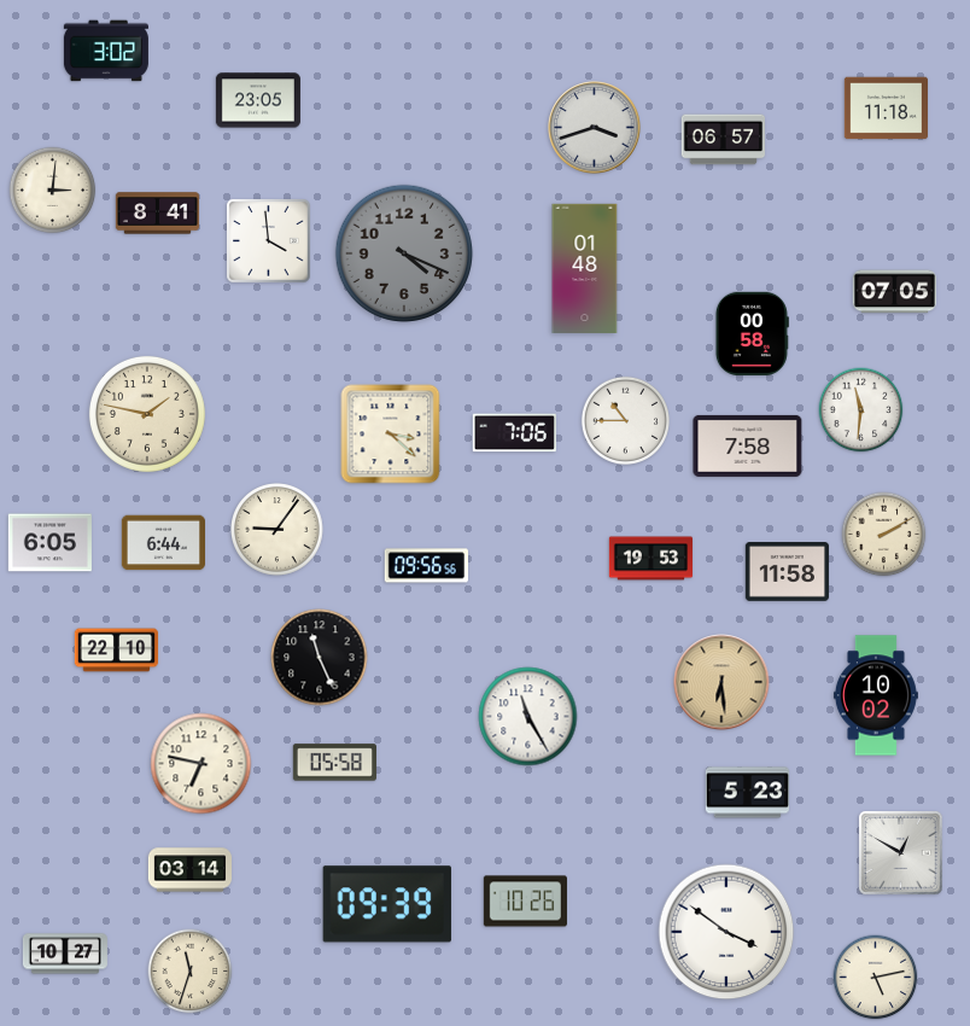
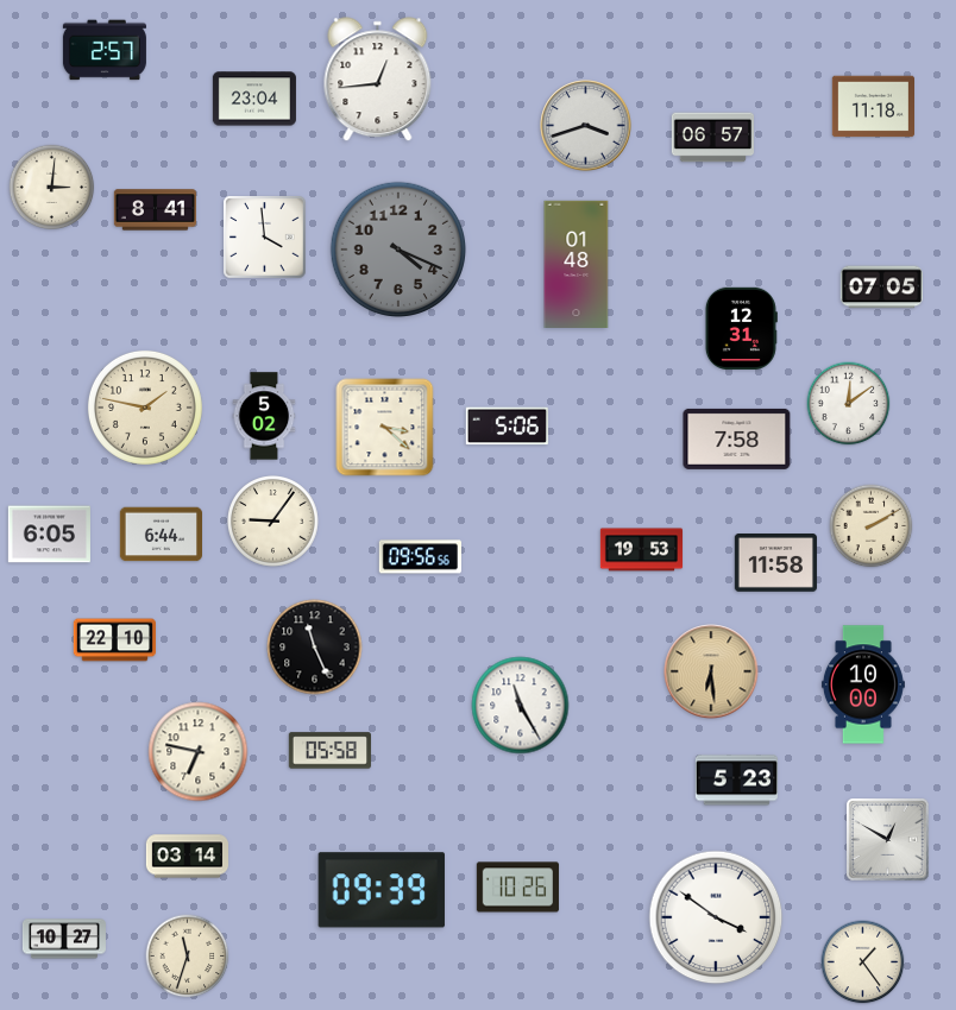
clock at (106, 51): 3:02 -> 2:57
clock at (378, 80): none -> 12:44
clock at (258, 100): 23:05 -> 23:04
clock at (752, 333): 00:58 -> 12:31
clock at (861, 410): 11:31 -> 12:09
clock at (625, 420): 10:45 -> none
clock at (264, 416): none -> 5:02
clock at (514, 433): 7:06 -> 5:06
clock at (876, 695): 10:02 -> 10:00
clock at (876, 978): 5:13 -> 1:24
